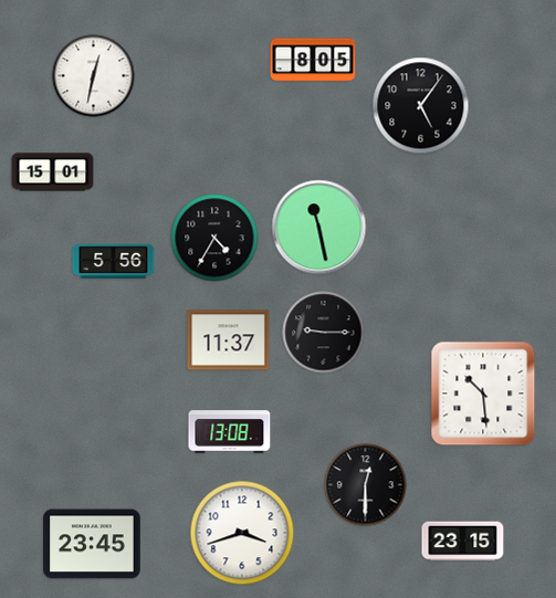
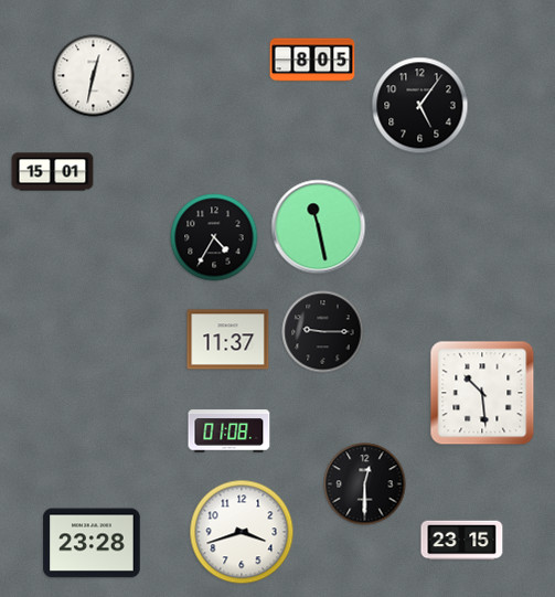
clock at (114, 262): 5:56 -> none
clock at (230, 432): 13:08 -> 01:08
clock at (92, 544): 23:45 -> 23:28
